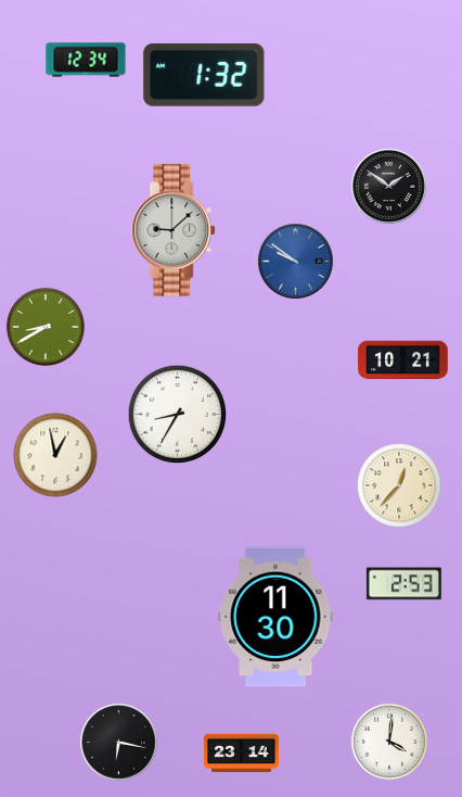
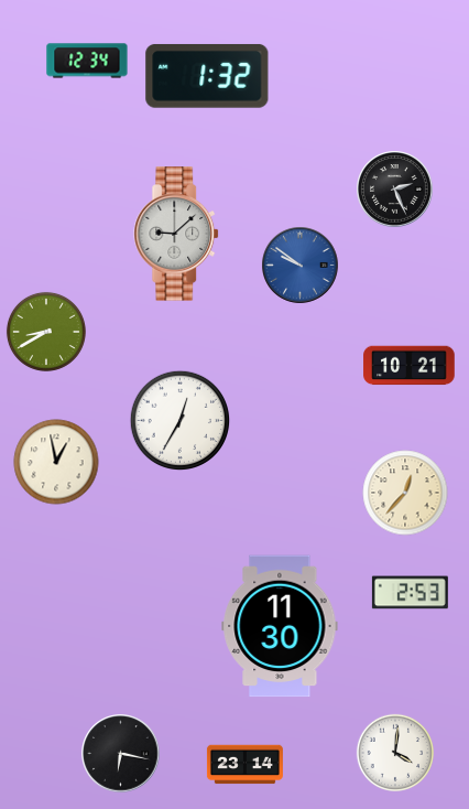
clock at (389, 187): 1:51 -> 2:26
clock at (178, 415): 8:35 -> 12:35
